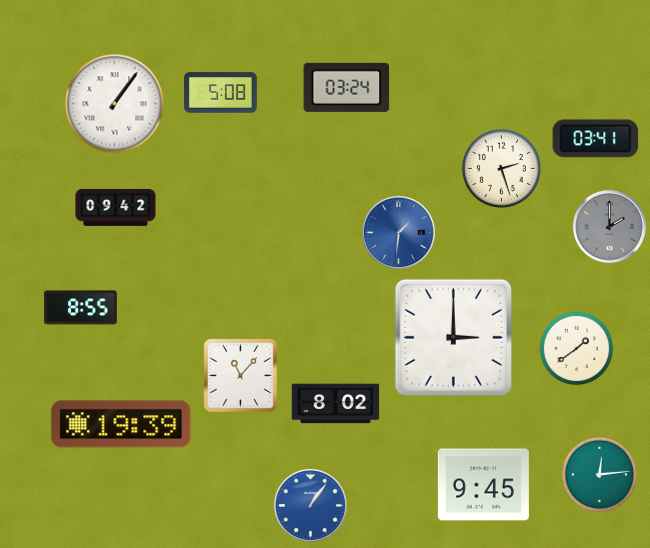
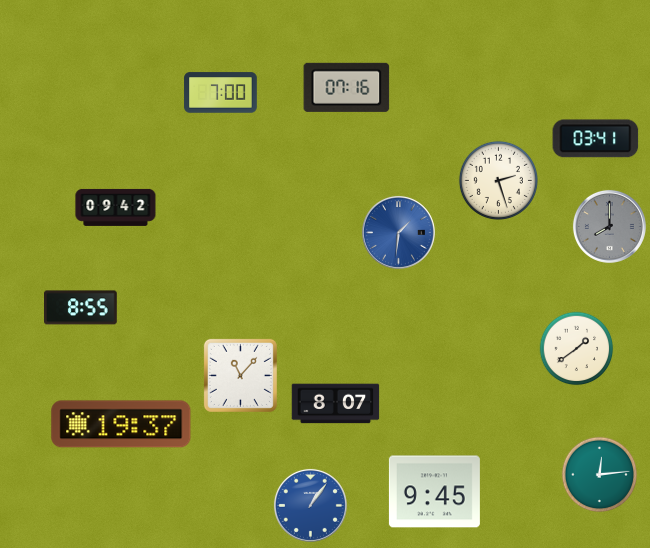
clock at (347, 87): 03:24 -> 07:16
clock at (221, 93): 5:08 -> 7:00
clock at (115, 104): 1:06 -> none
clock at (501, 168) position: (501, 168) -> (498, 180)
clock at (609, 226): 2:00 -> 8:00
clock at (453, 337): 3:00 -> none
clock at (336, 404): 8:02 -> 8:07
clock at (121, 424): 19:39 -> 19:37
clock at (483, 485) position: (483, 485) -> (434, 492)
